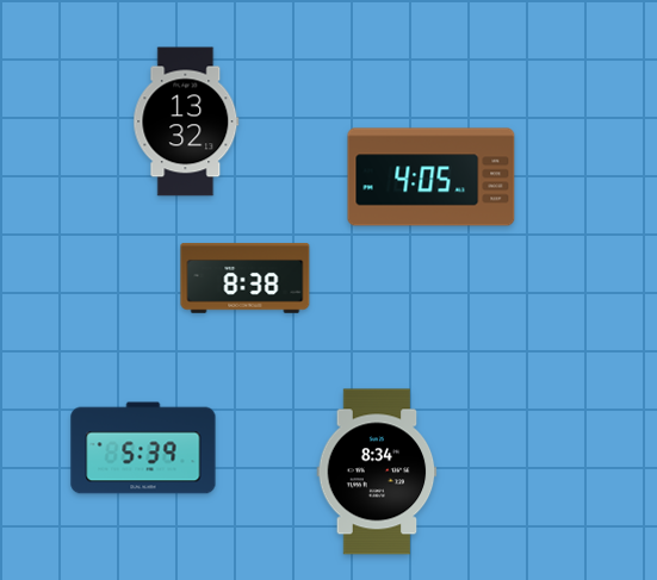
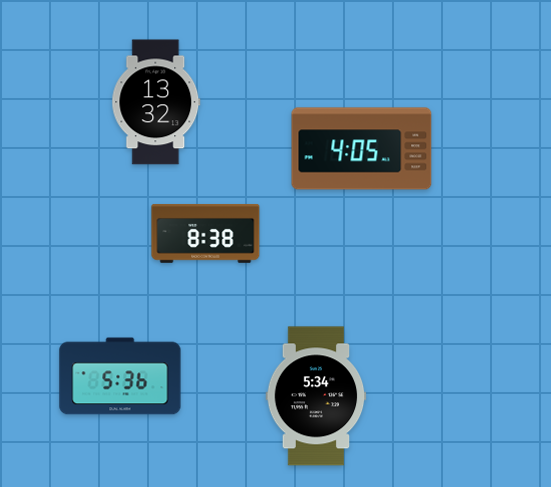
clock at (143, 448): 5:39 -> 5:36
clock at (377, 472): 8:34 -> 5:34
